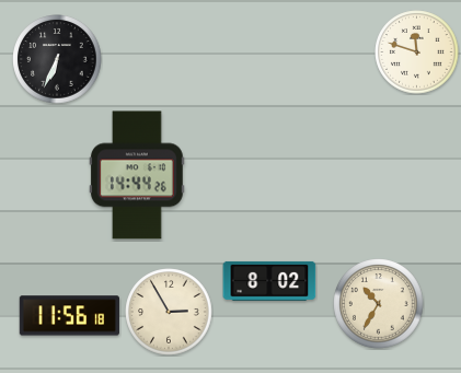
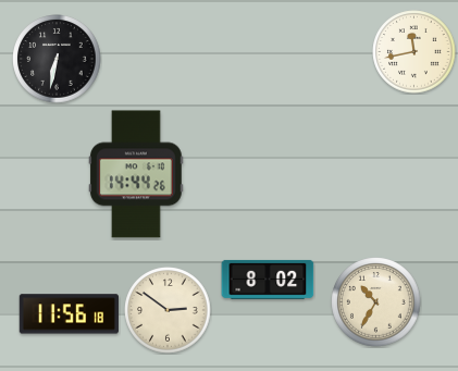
clock at (417, 53): 11:48 -> 11:43
clock at (57, 59): 6:34 -> 6:32
clock at (169, 312): 2:55 -> 2:51
